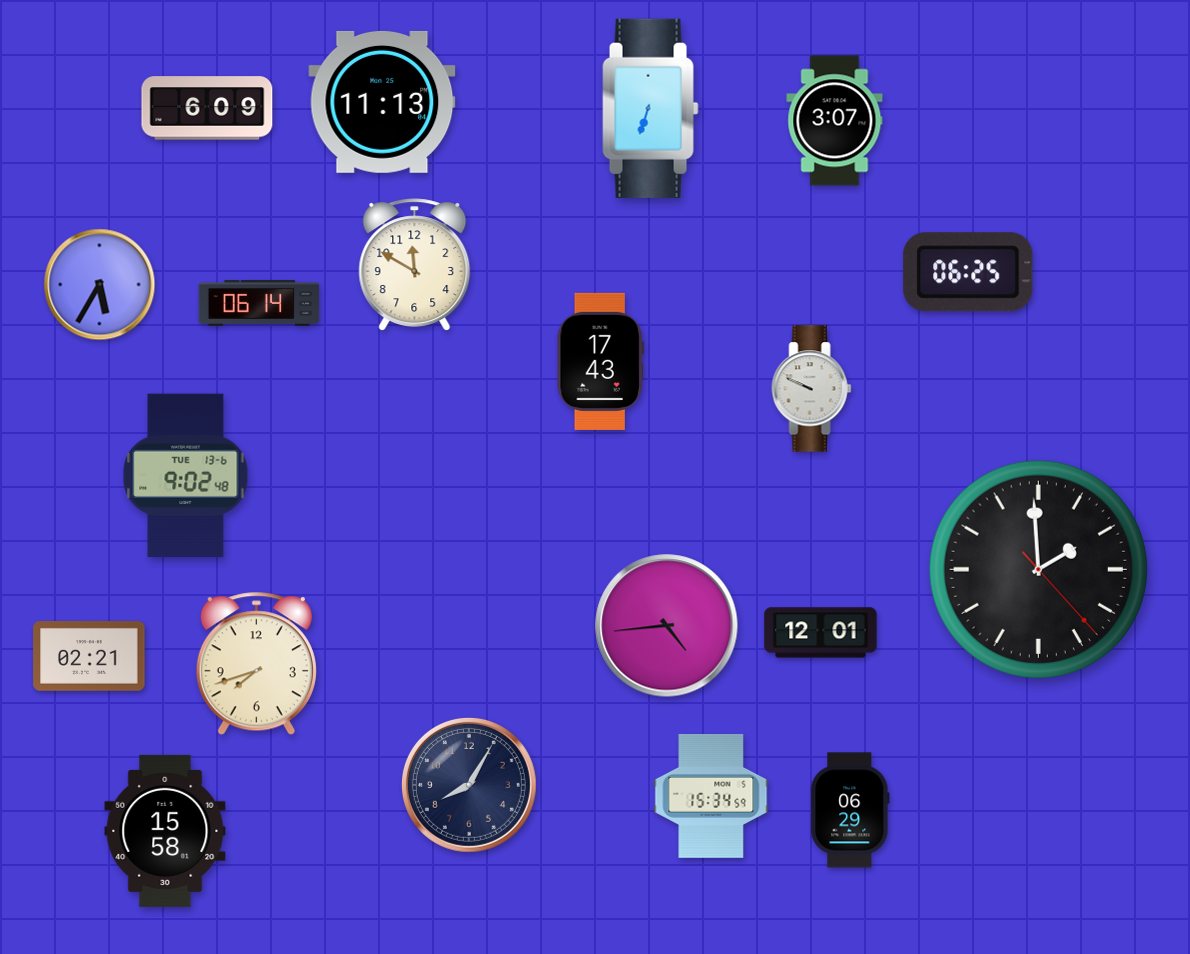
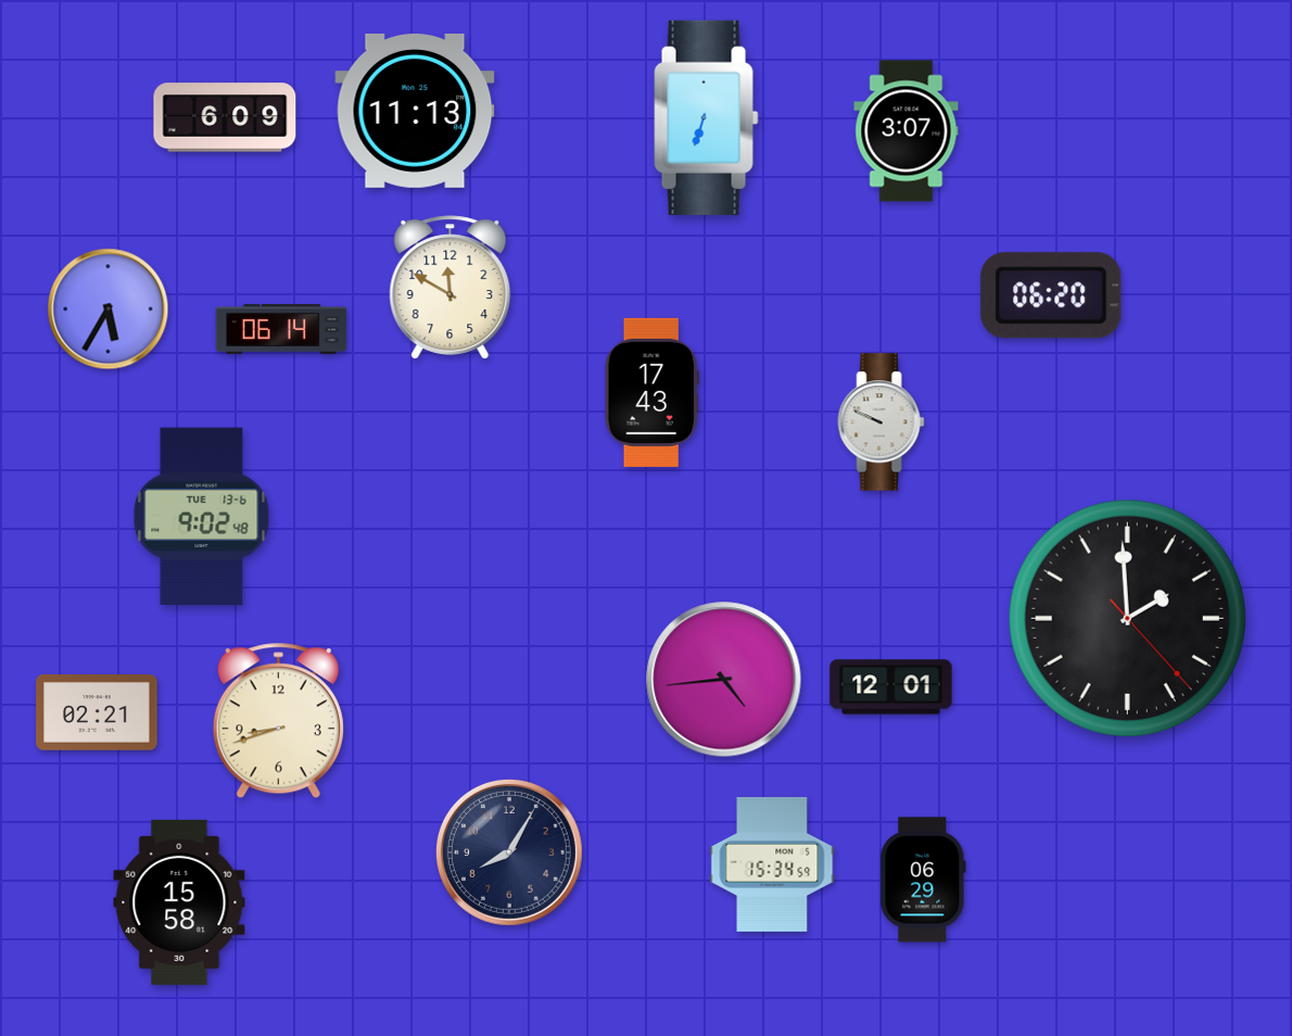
clock at (968, 272): 06:25 -> 06:20
clock at (256, 664): 7:42 -> 8:42
